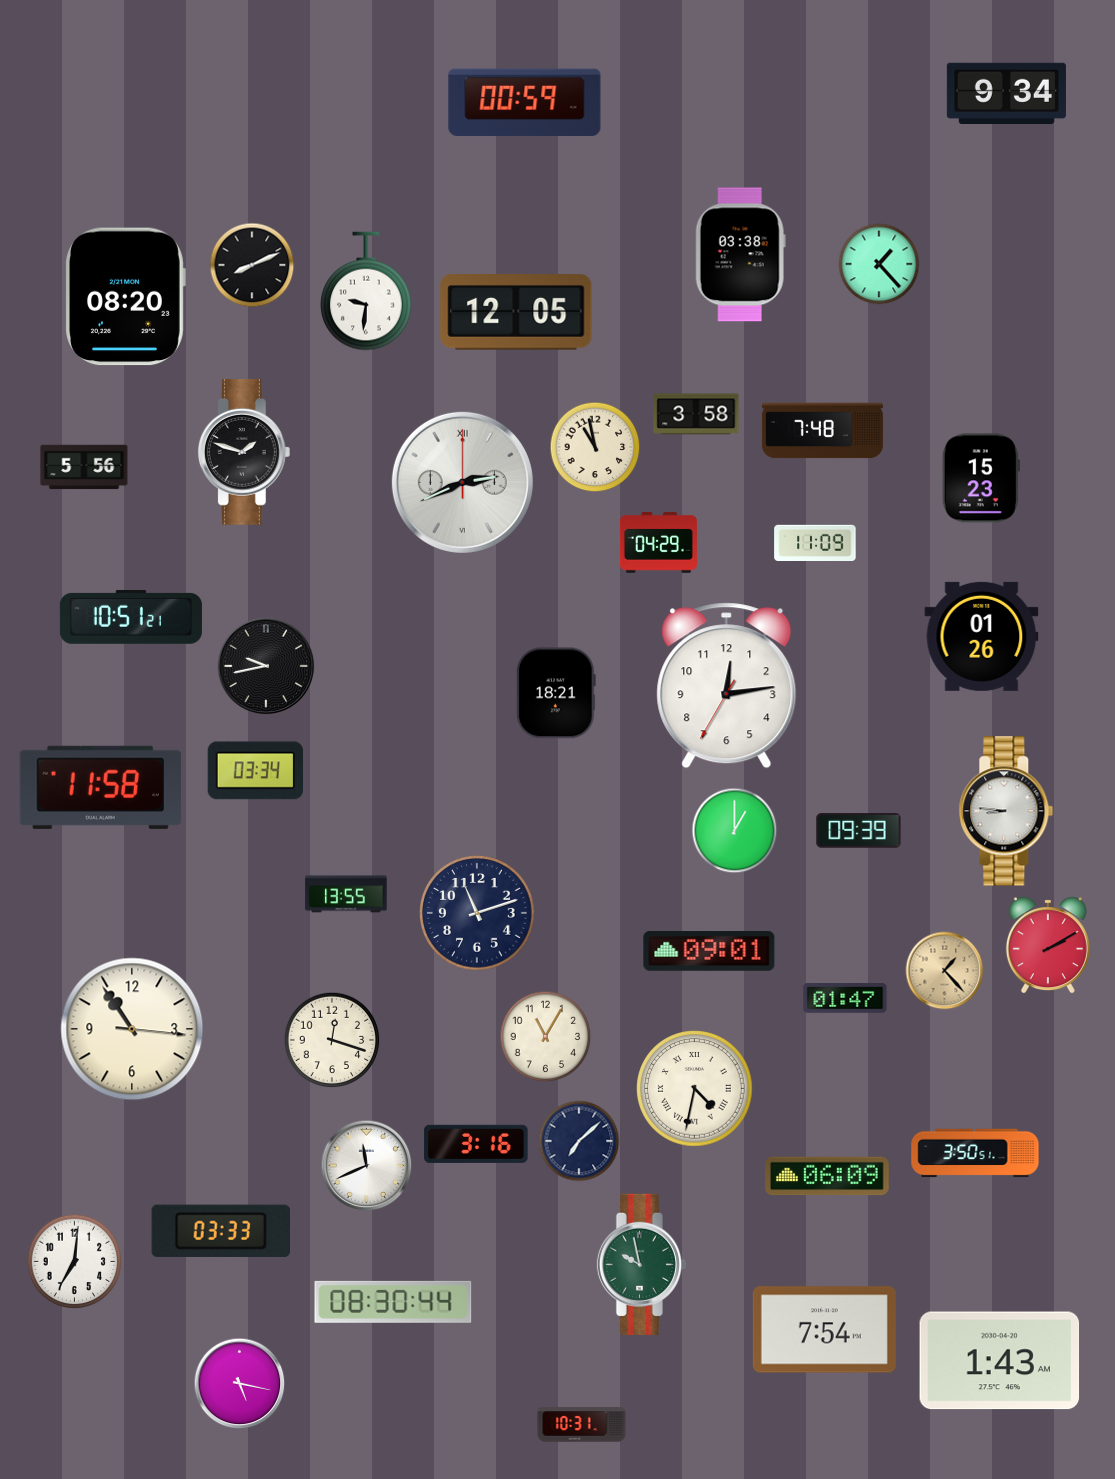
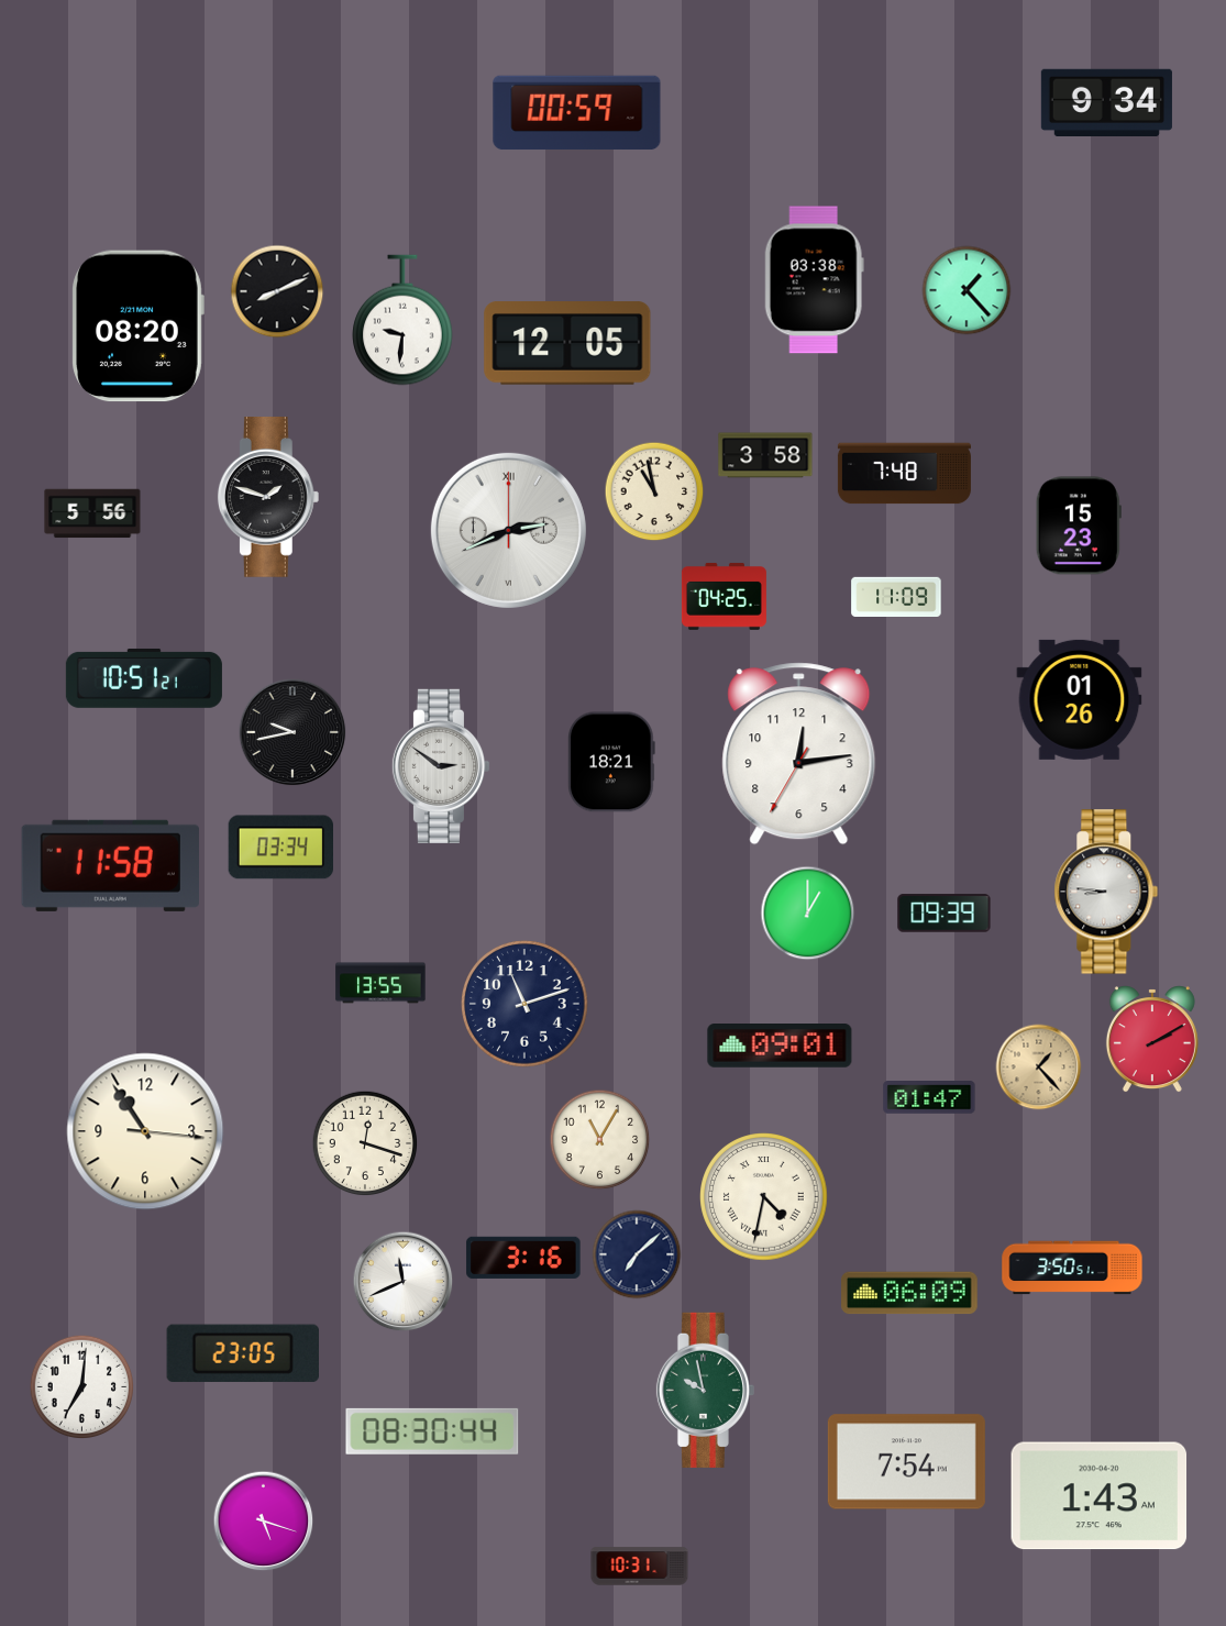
clock at (658, 542): 04:29 -> 04:25
clock at (441, 766): none -> 2:51
clock at (220, 1231): 03:33 -> 23:05
clock at (240, 1384): 5:17 -> 5:18
